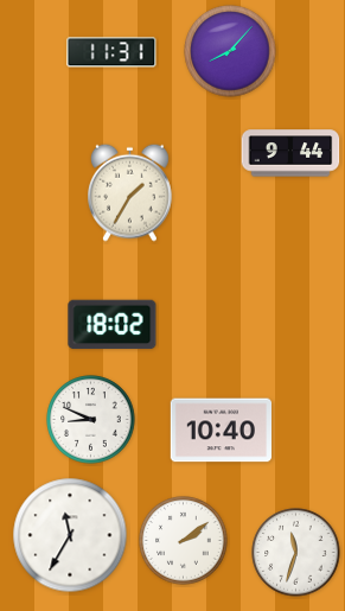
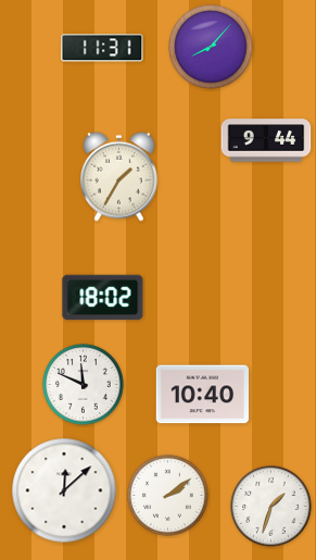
clock at (91, 420): 8:49 -> 11:49
clock at (70, 535): 11:35 -> 12:08
clock at (296, 553): 11:33 -> 1:33
